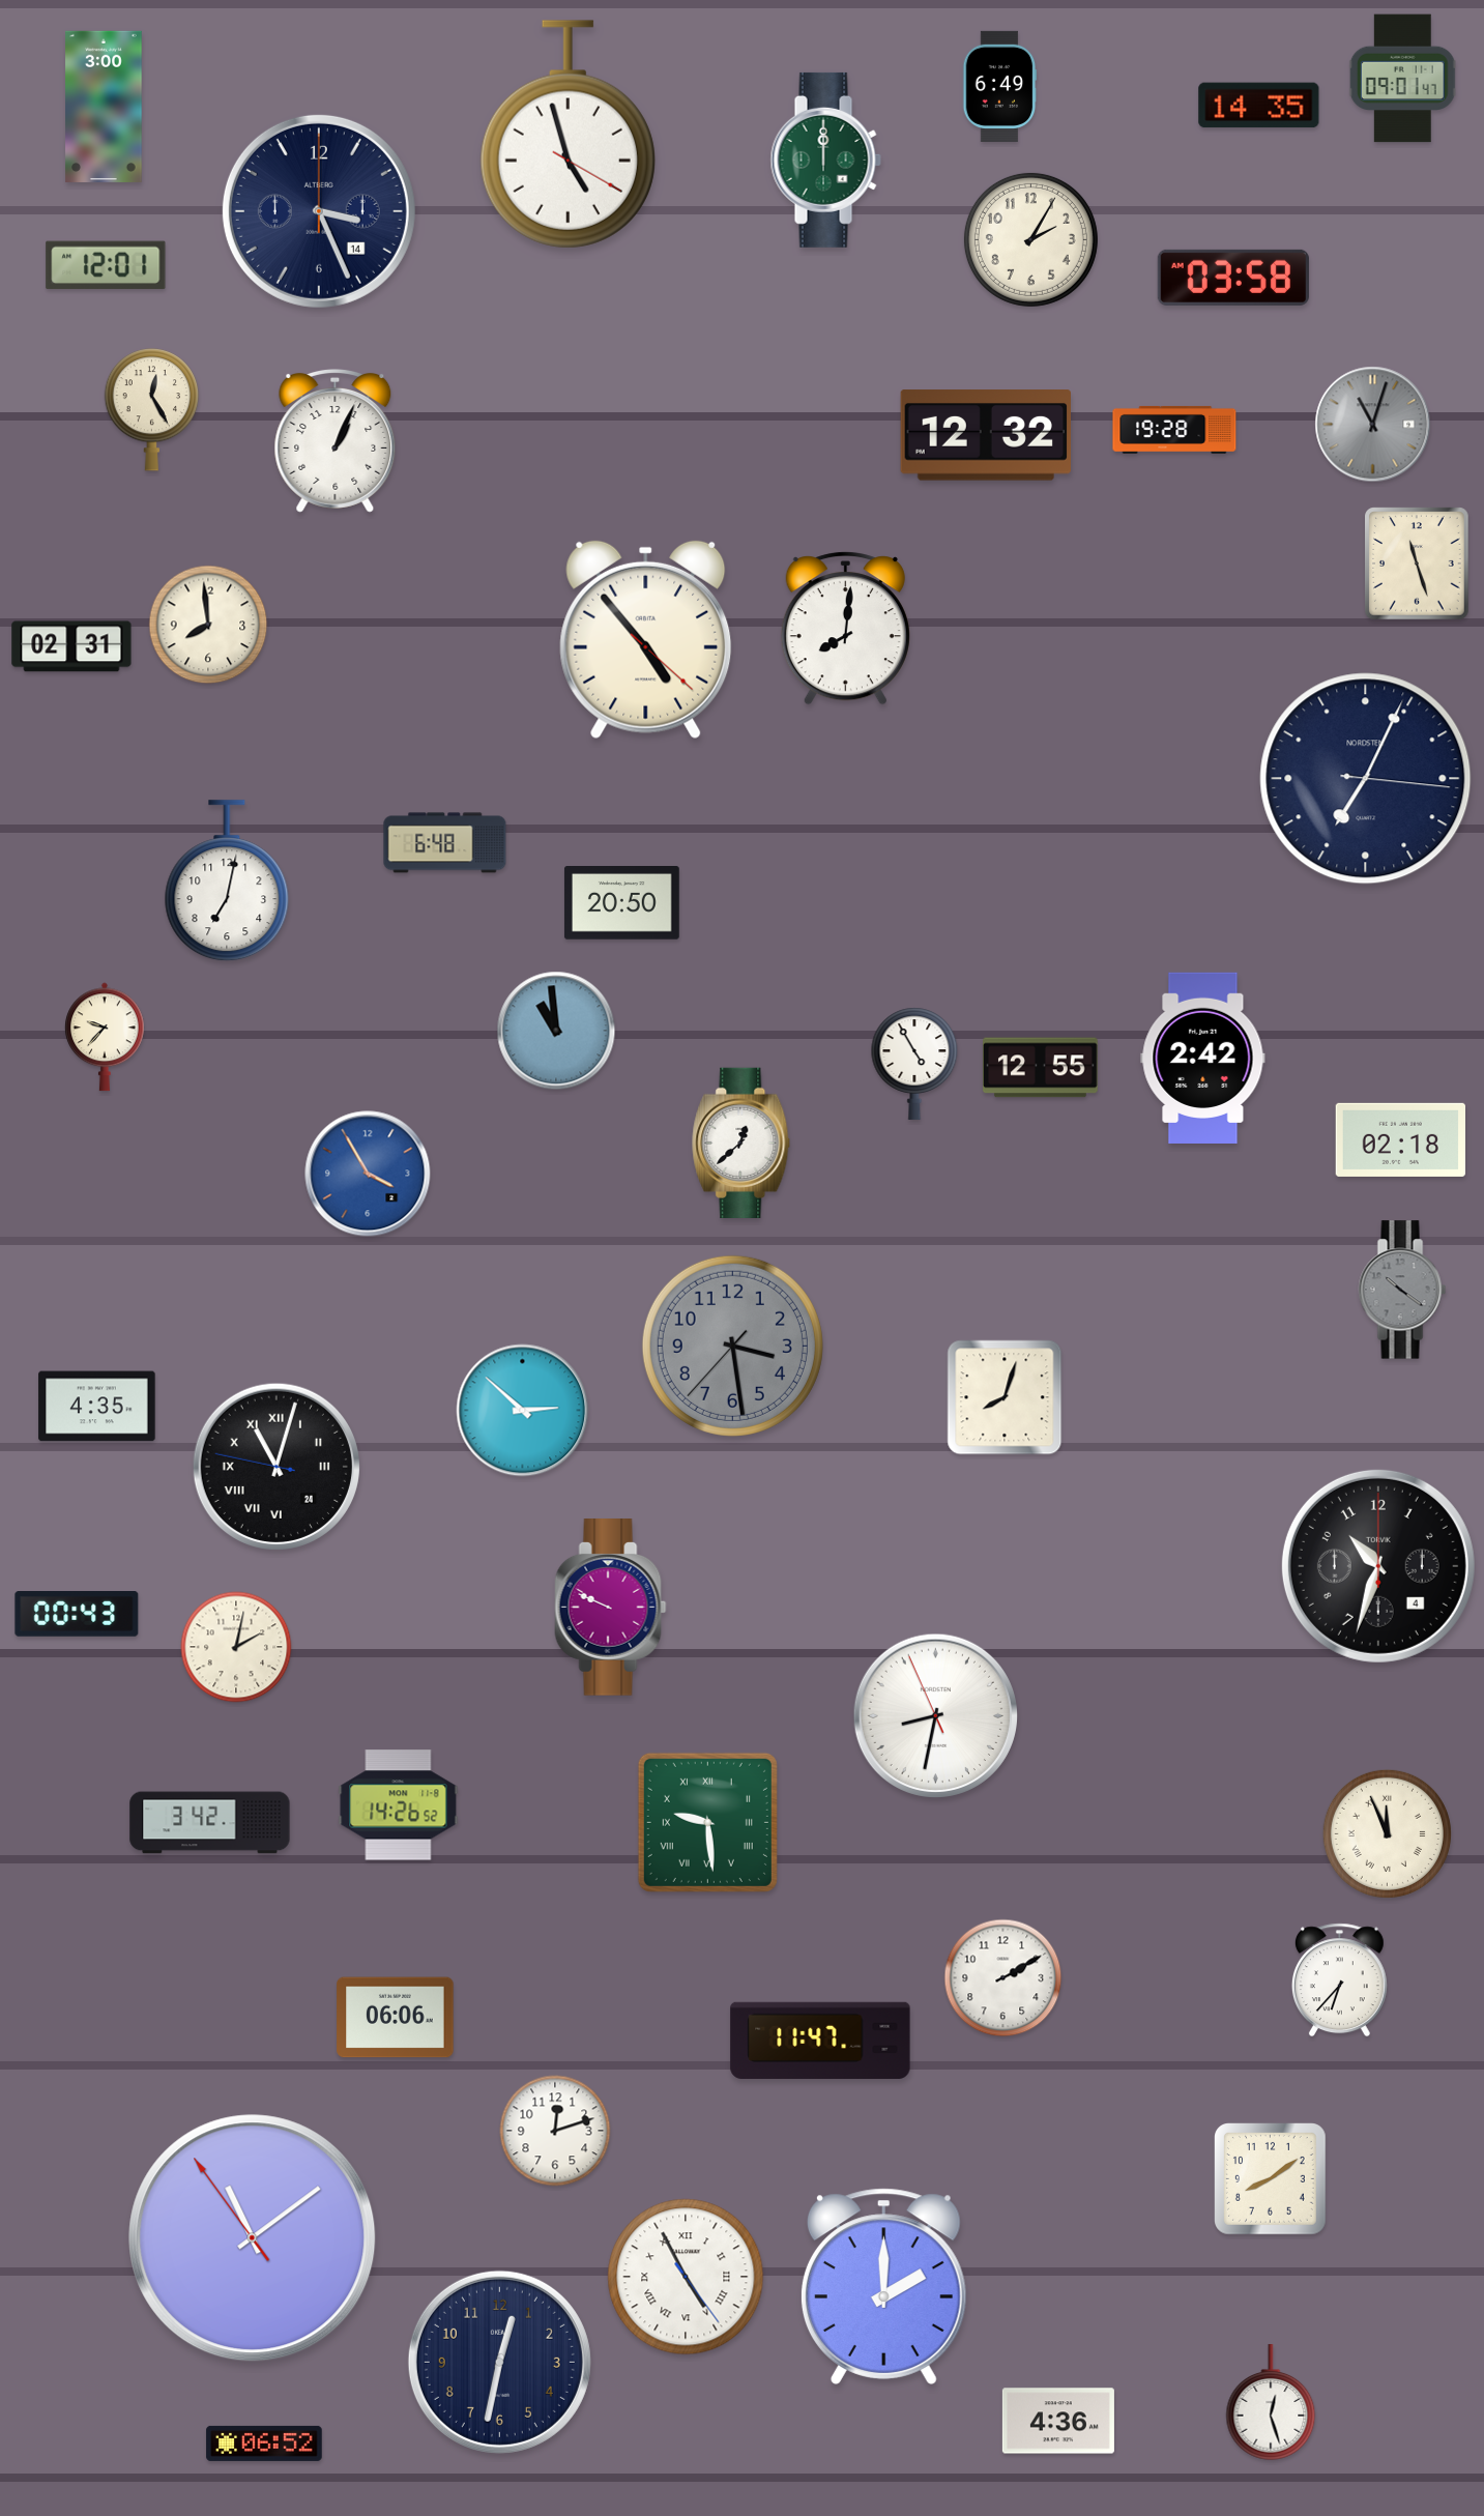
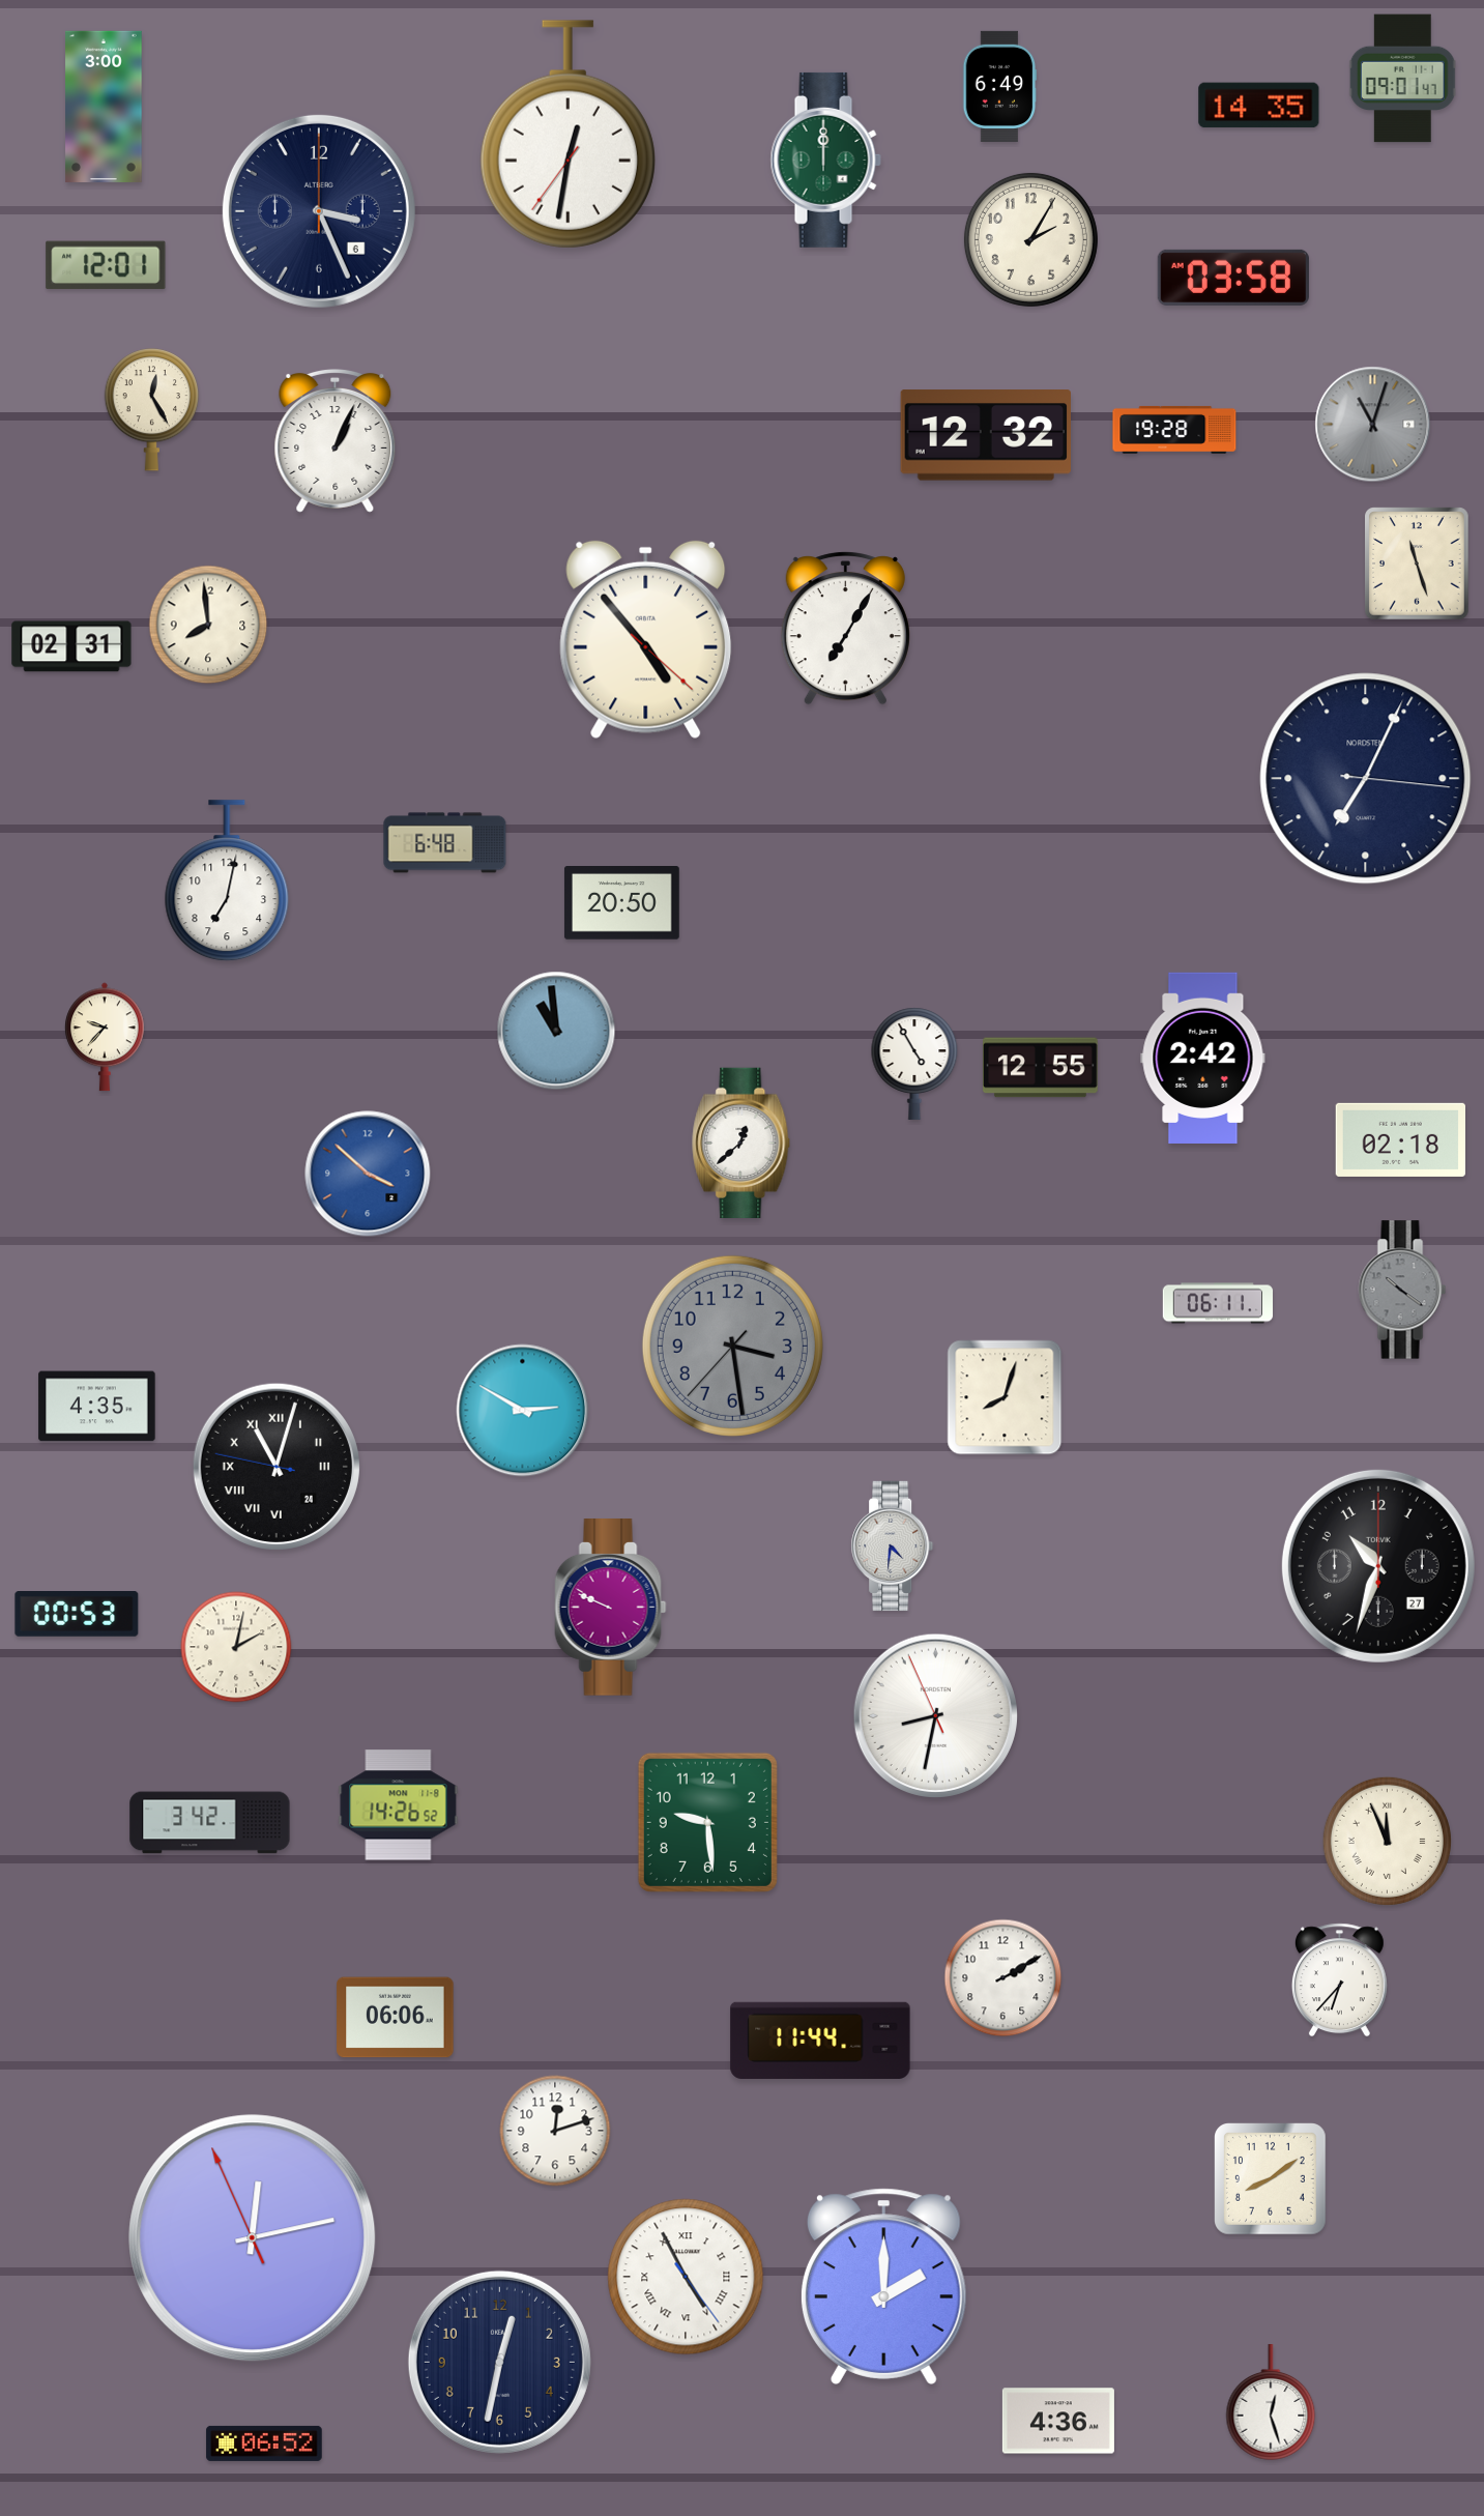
clock at (568, 135): 4:57 -> 12:31
clock at (319, 211) date: 14 -> 6
clock at (845, 629): 8:01 -> 7:05
clock at (368, 1174): 3:55 -> 3:52
clock at (1218, 1303): none -> 06:11
clock at (523, 1411): 2:52 -> 2:50
clock at (893, 1546): none -> 4:31
clock at (1378, 1566) date: 4 -> 27
clock at (77, 1615): 00:43 -> 00:53
clock at (707, 1822) numerals: Roman -> Arabic
clock at (1387, 1833) position: (1387, 1833) -> (1387, 1841)
clock at (820, 2041): 11:47 -> 11:44
clock at (253, 2238): 11:08 -> 12:12
